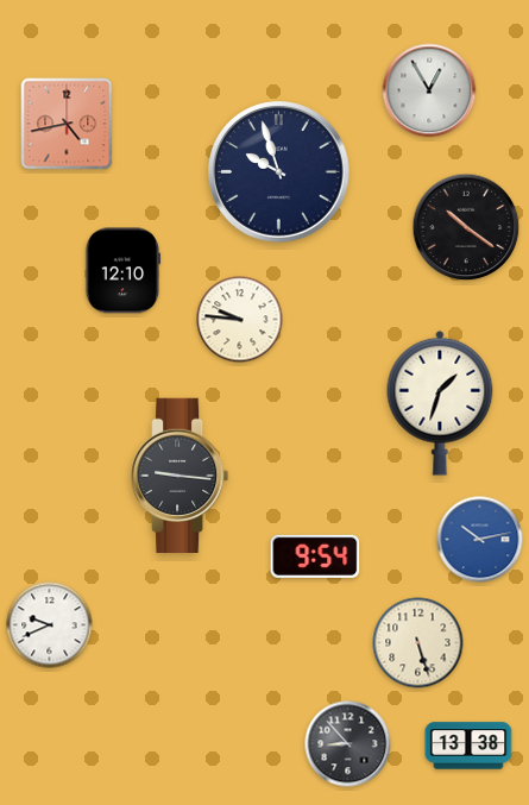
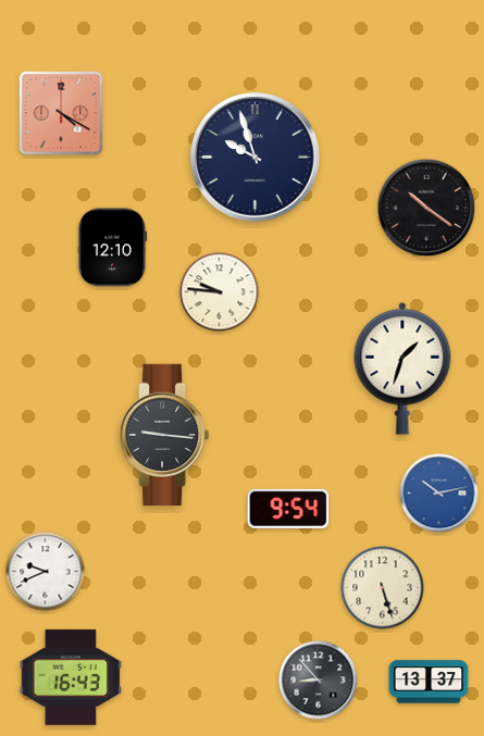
clock at (429, 90): 12:55 -> none
clock at (67, 124): 4:43 -> 4:20
clock at (71, 677): none -> 16:43
clock at (468, 746): 13:38 -> 13:37
